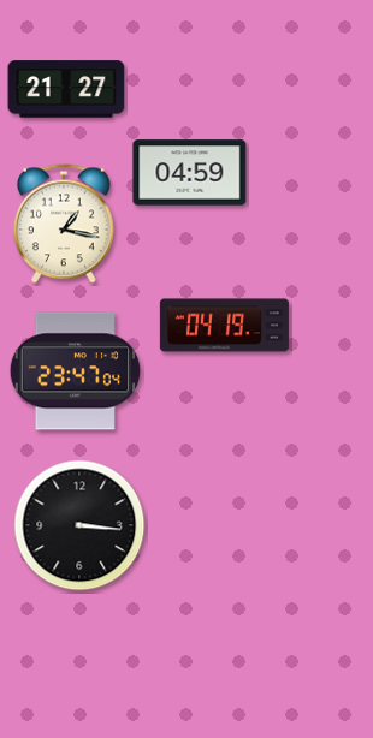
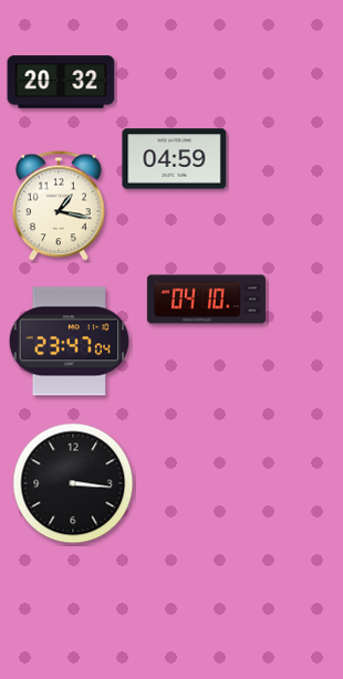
clock at (66, 89): 21:27 -> 20:32
clock at (224, 326): 04:19 -> 04:10
